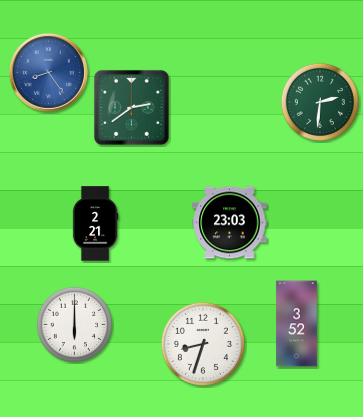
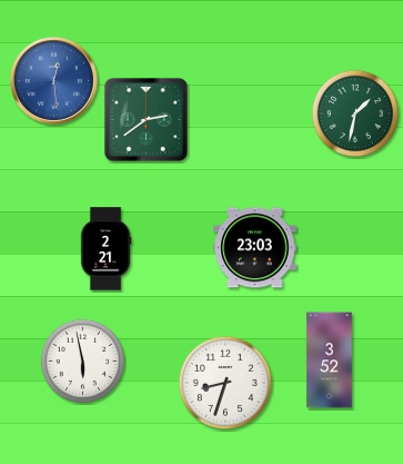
clock at (48, 72): 8:24 -> 12:29
clock at (320, 102): 2:31 -> 1:32
clock at (74, 324): 6:00 -> 5:58
